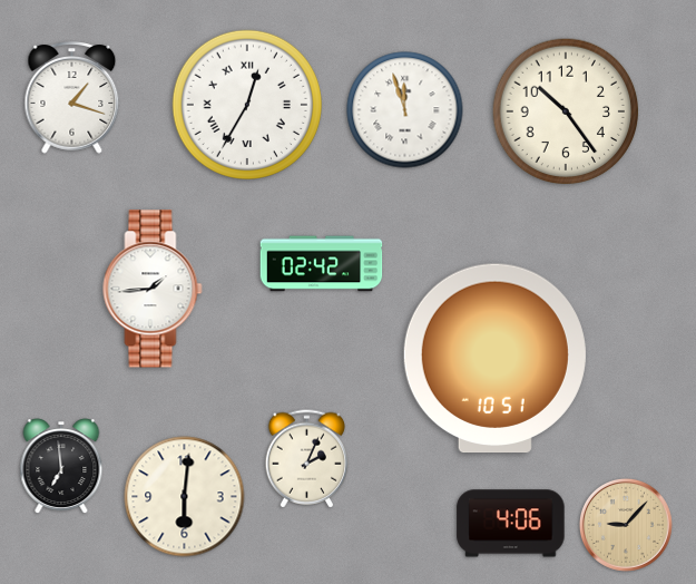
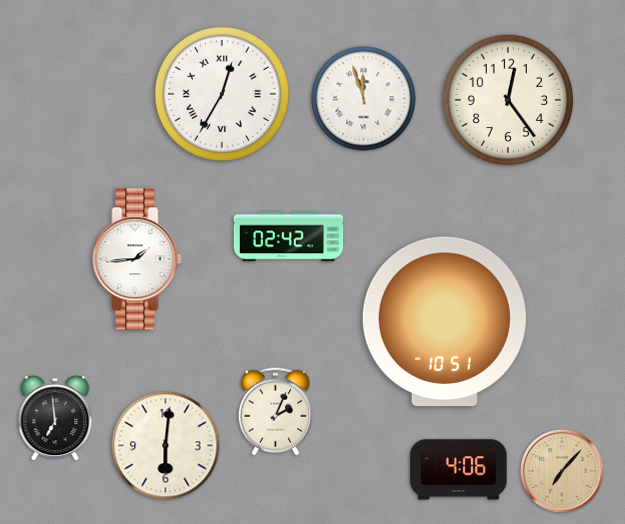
clock at (72, 98): 1:18 -> none
clock at (566, 111): 10:24 -> 12:24
clock at (626, 525): 9:07 -> 7:07
